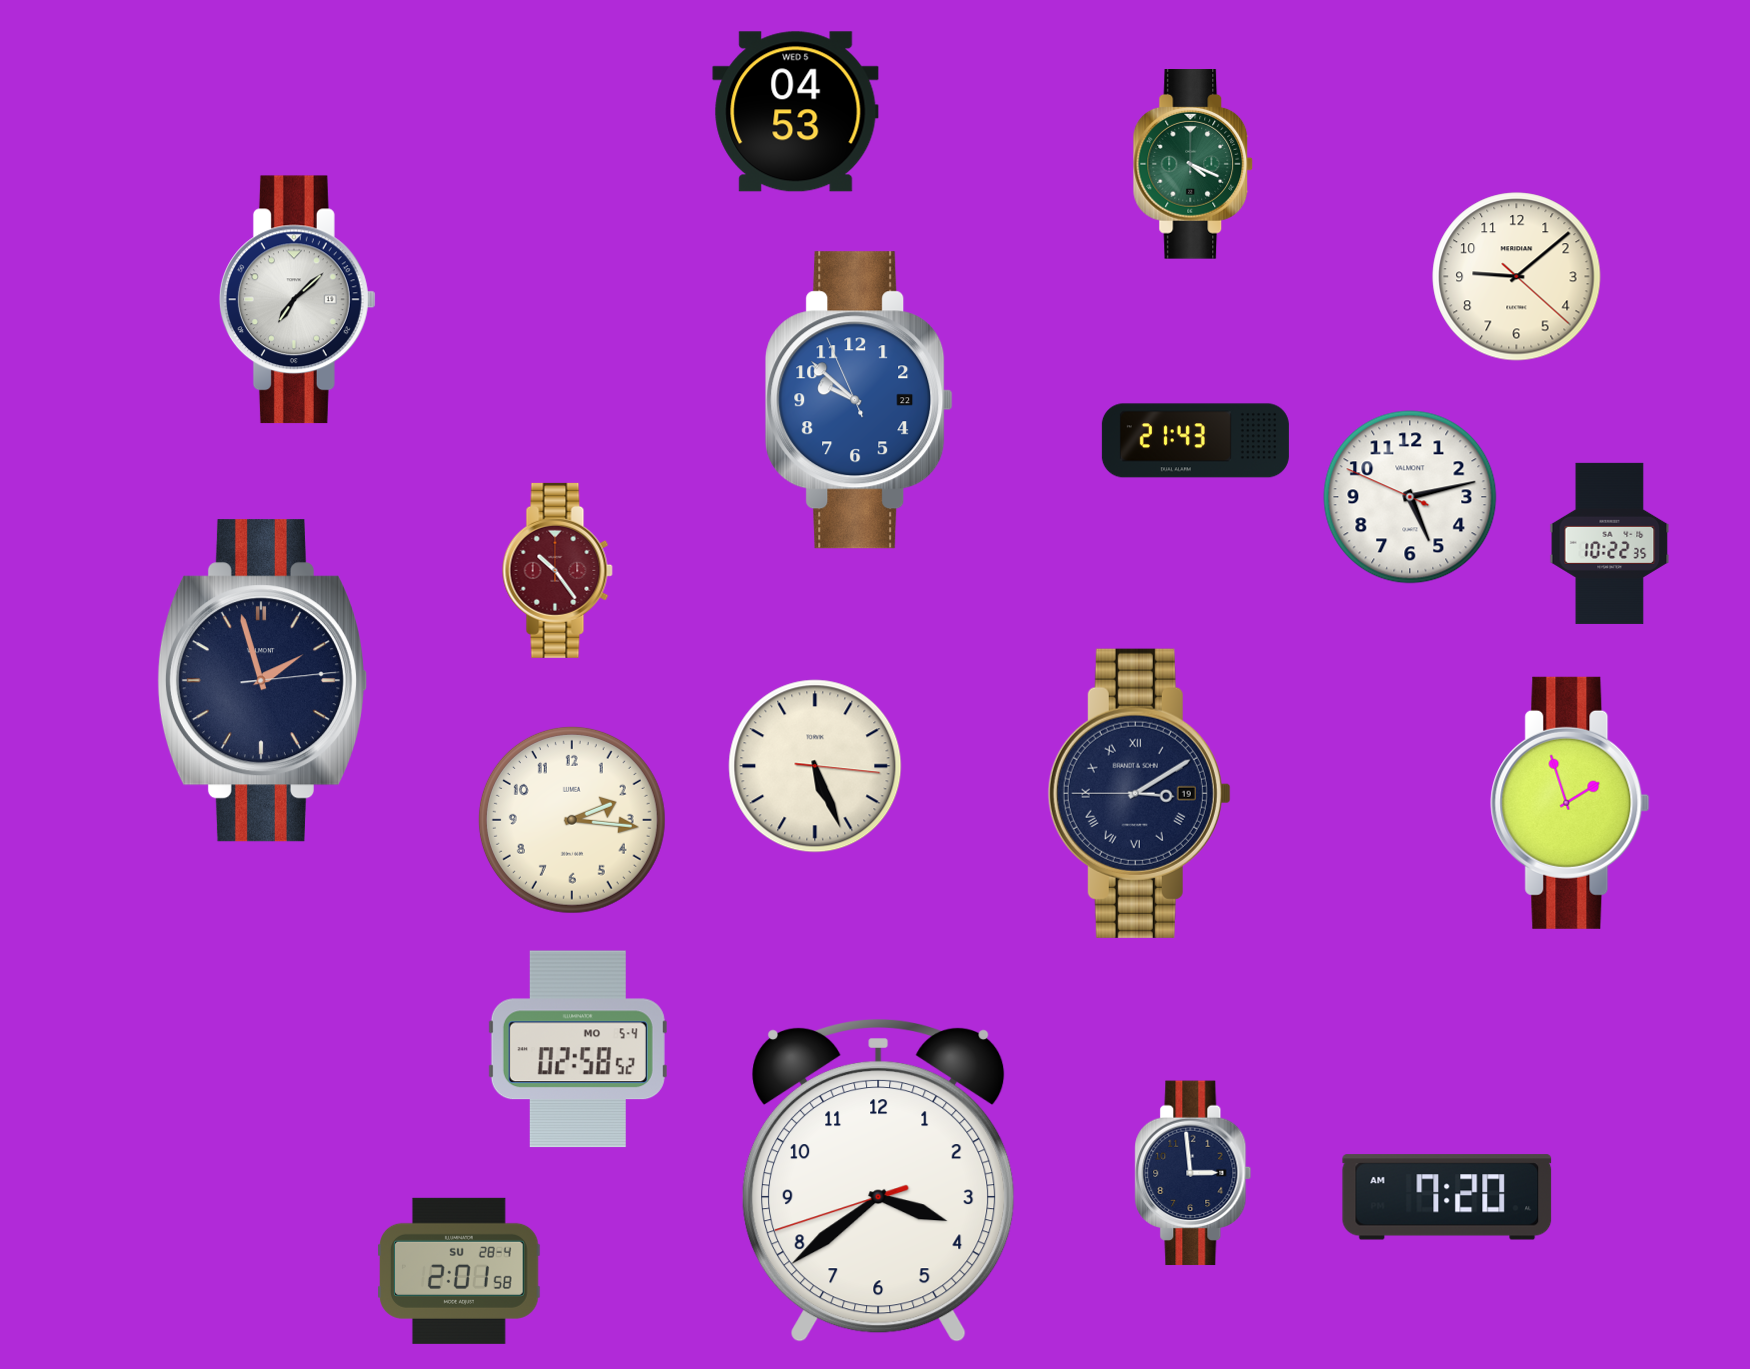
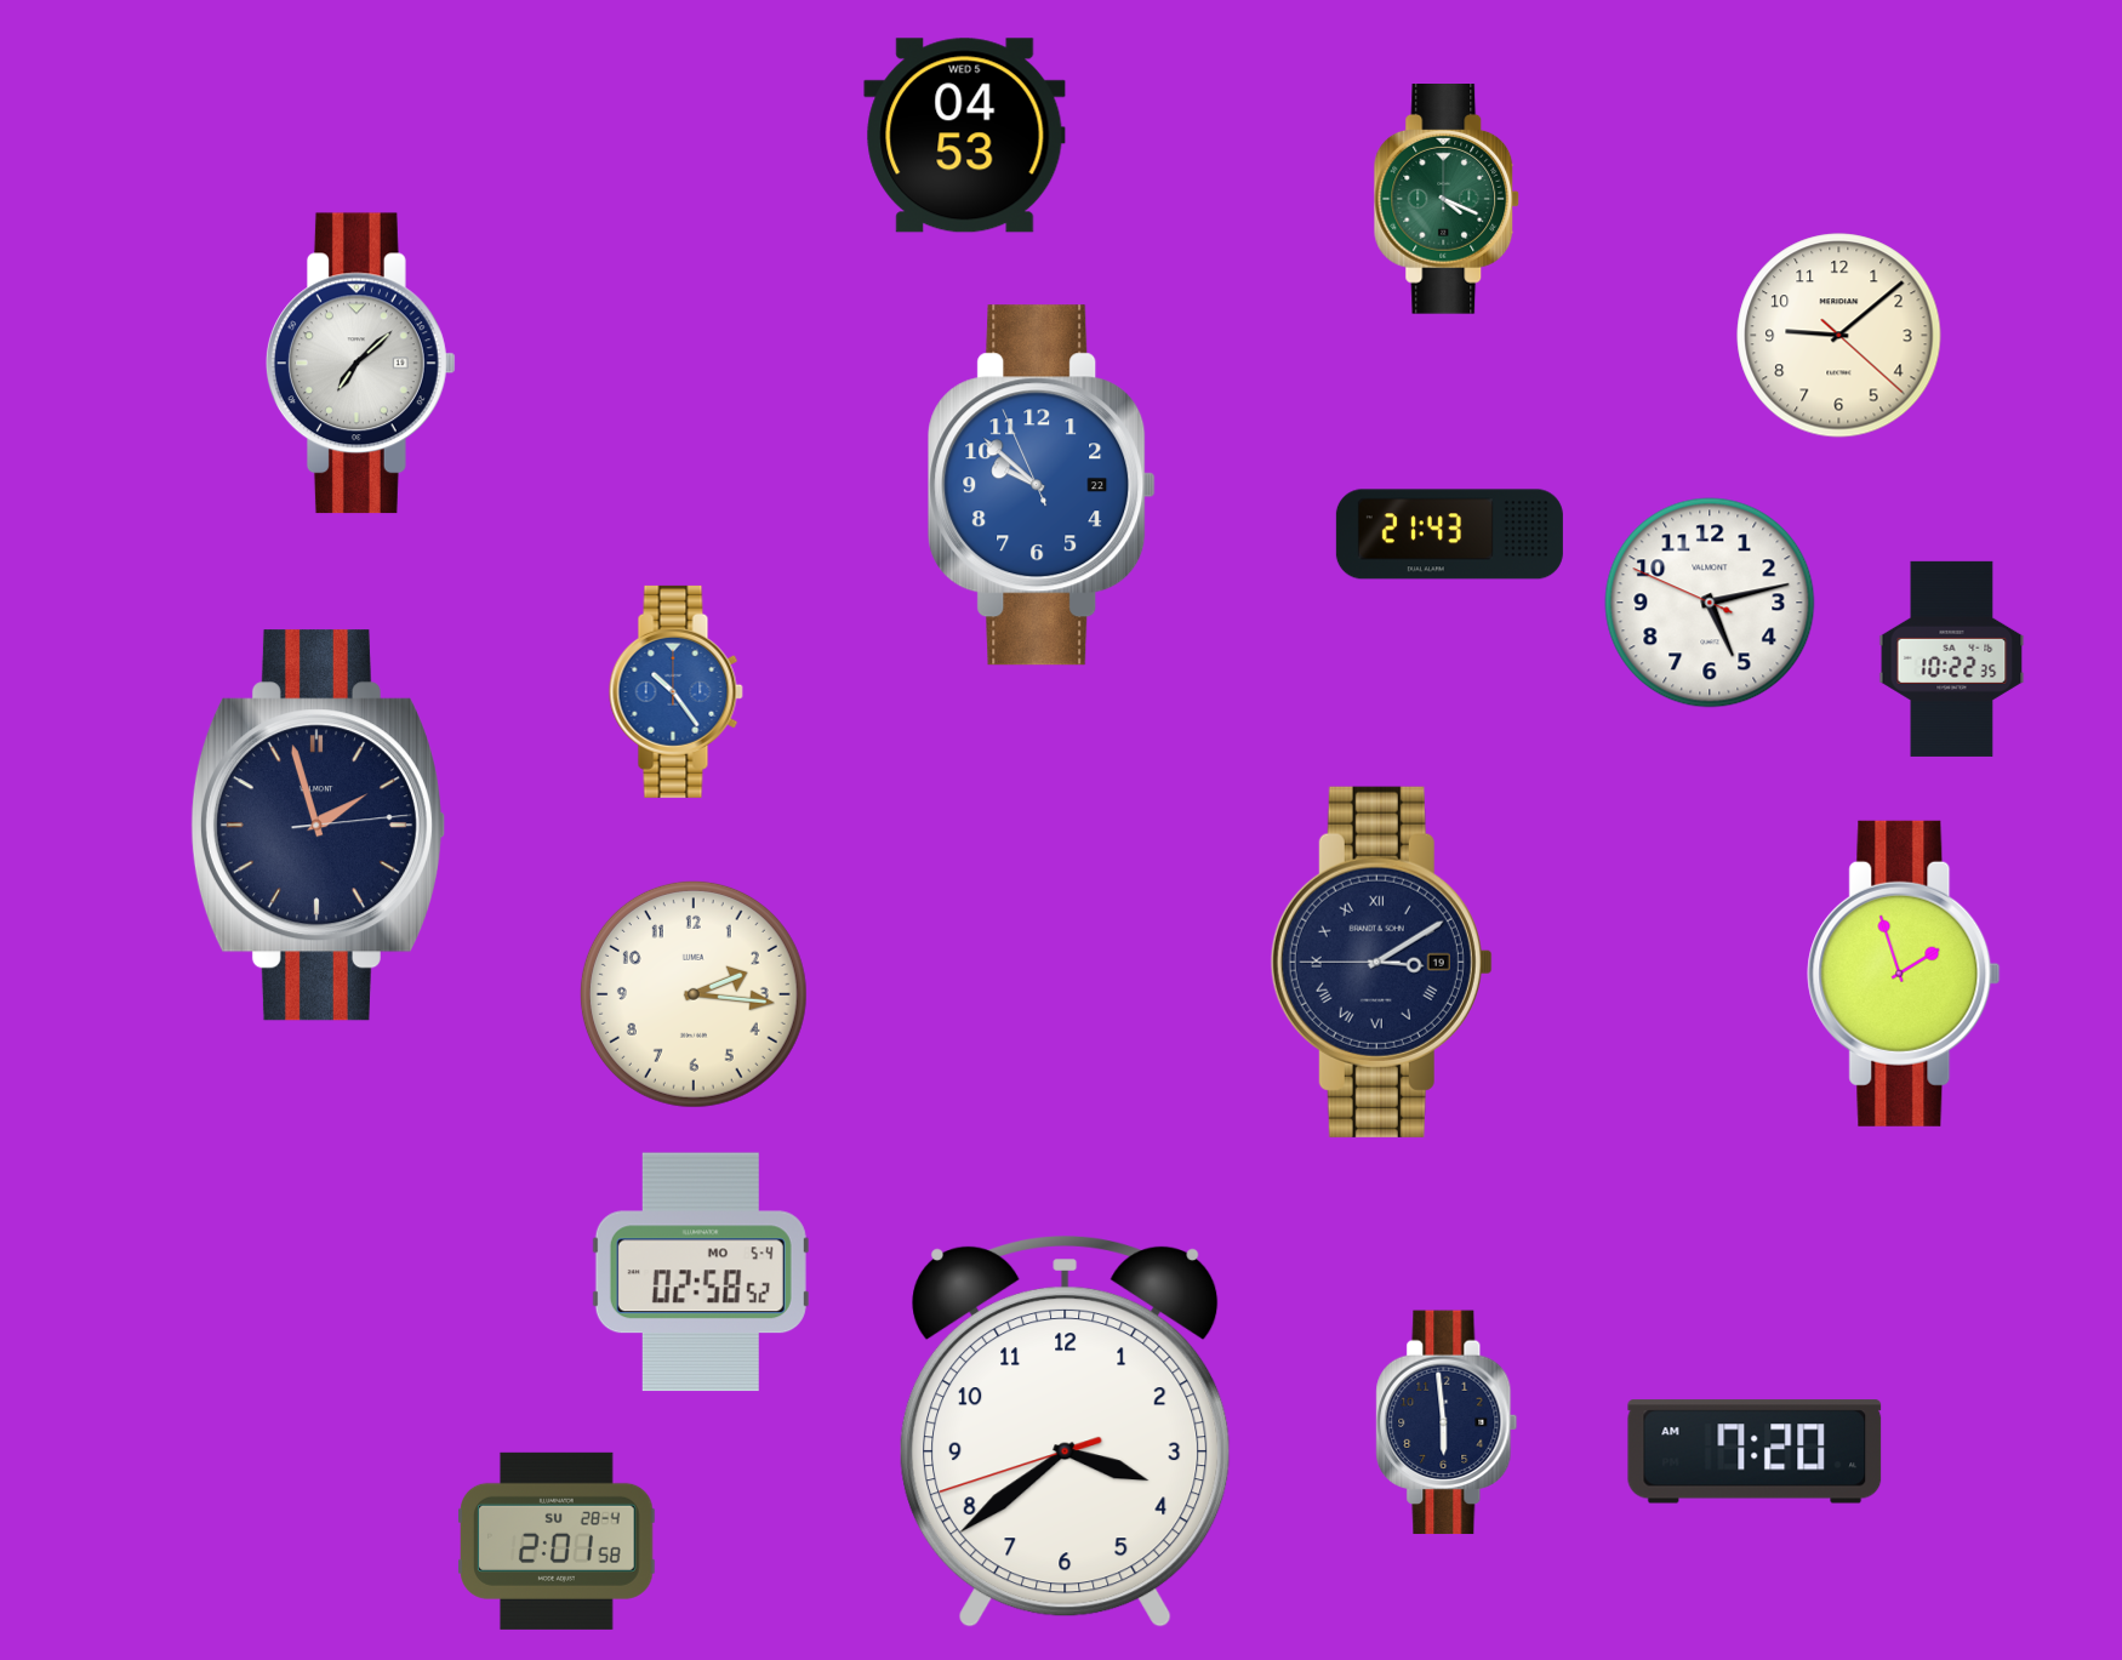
clock at (557, 570) dial: burgundy -> blue
clock at (815, 766): 5:26 -> none
clock at (1193, 1173): 2:59 -> 5:59
